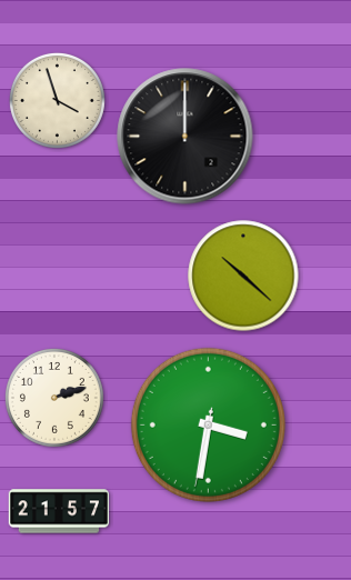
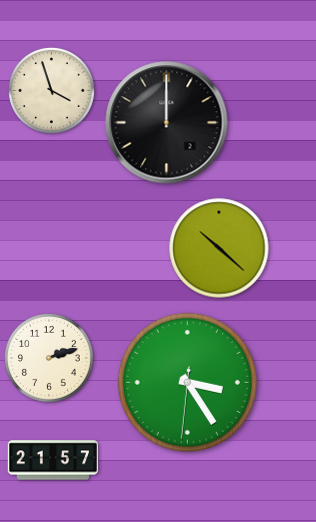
clock at (208, 424): 3:31 -> 3:24
